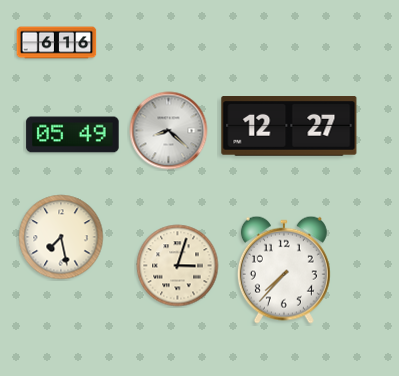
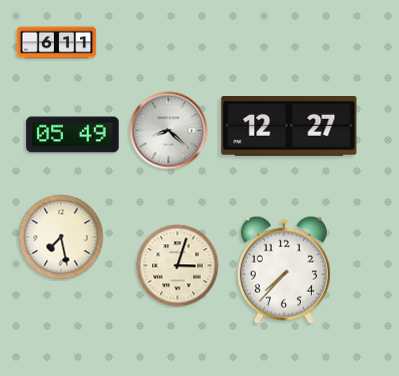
clock at (57, 43): 6:16 -> 6:11
